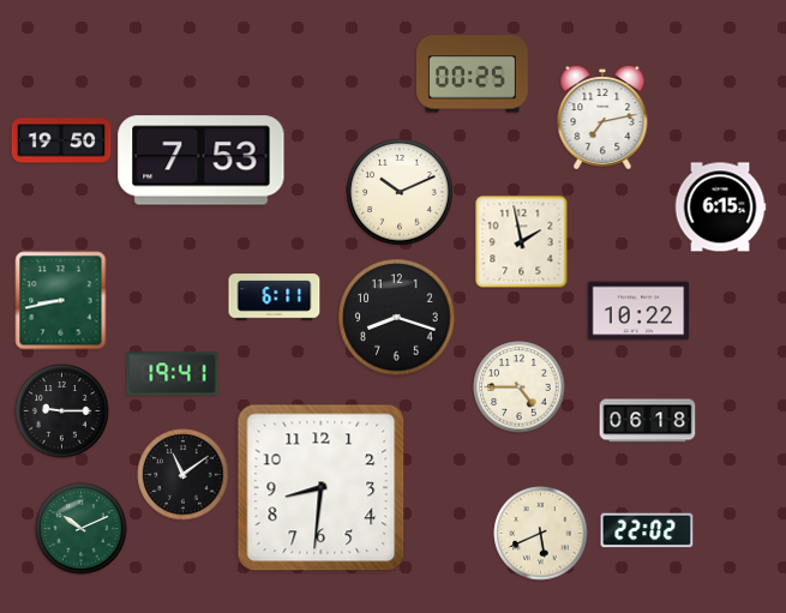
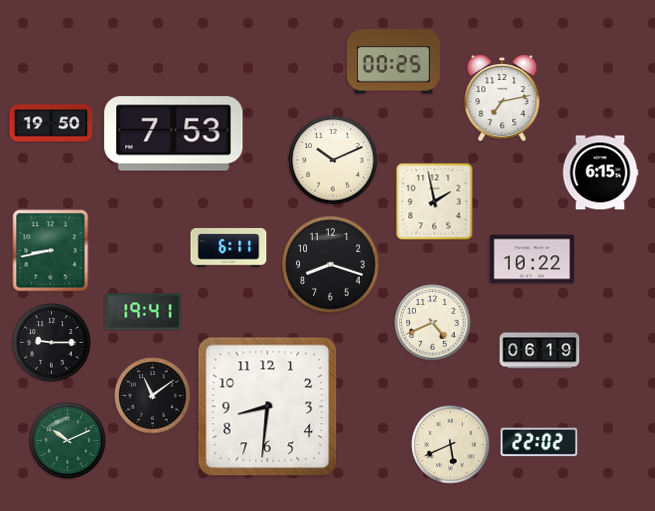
clock at (61, 140) position: (61, 140) -> (51, 123)
clock at (202, 161) position: (202, 161) -> (174, 134)
clock at (520, 387): 4:45 -> 4:41
clock at (648, 421): 06:18 -> 06:19
